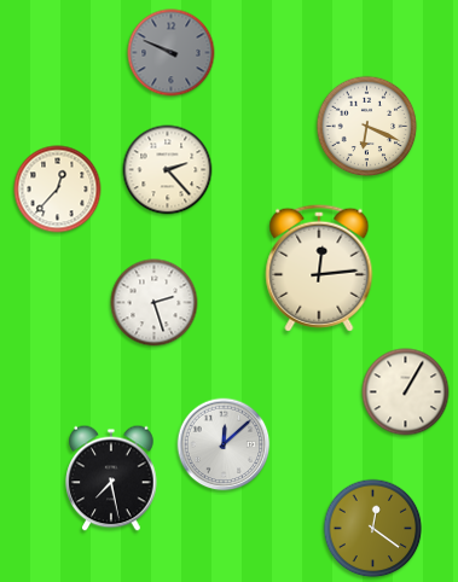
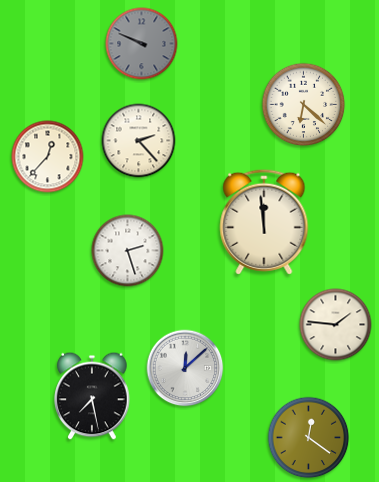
clock at (367, 127): 6:19 -> 6:22
clock at (319, 268): 12:14 -> 11:59
clock at (406, 392): 1:05 -> 1:46
